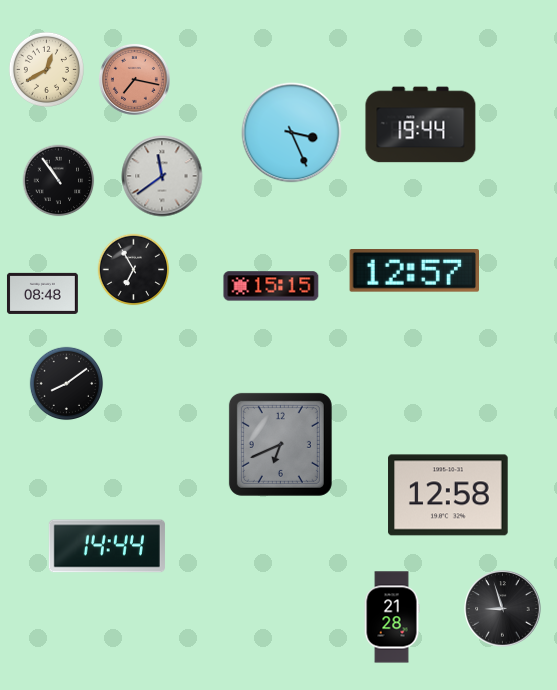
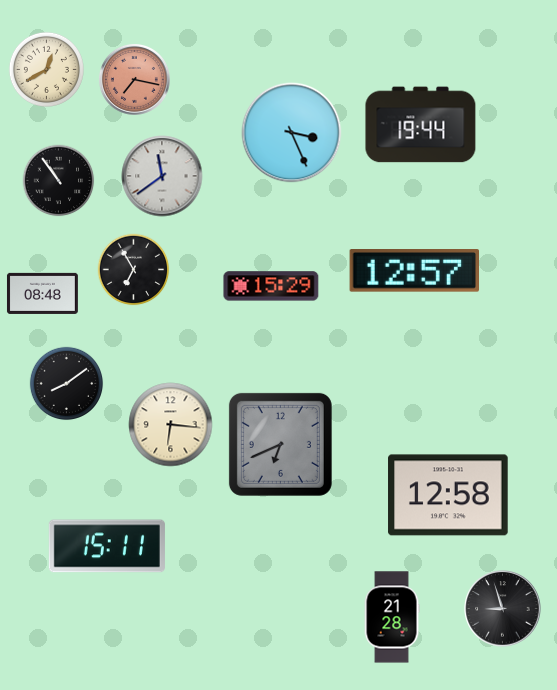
clock at (271, 286): 15:15 -> 15:29
clock at (171, 425): none -> 6:16
clock at (107, 546): 14:44 -> 15:11
